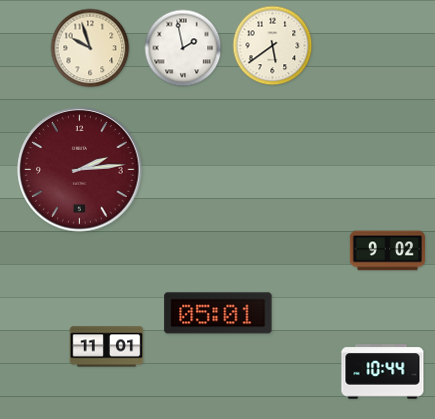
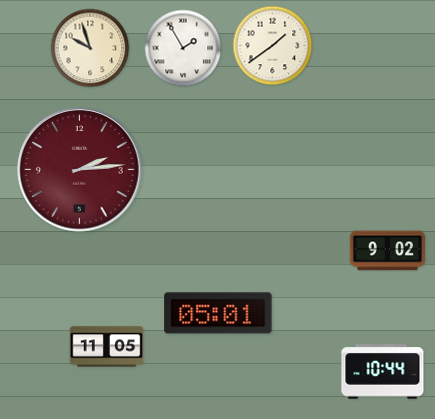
clock at (273, 46): 5:39 -> 1:39
clock at (183, 48): 1:58 -> 1:55
clock at (107, 347): 11:01 -> 11:05
